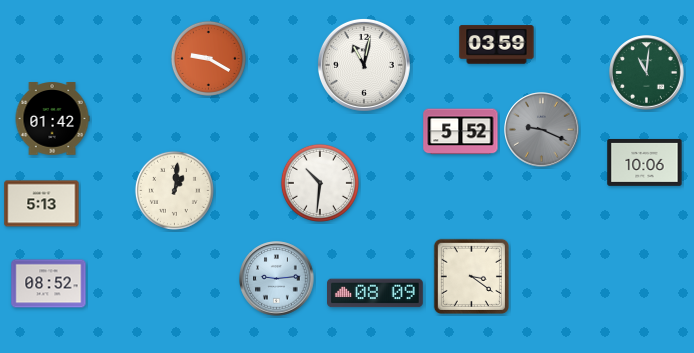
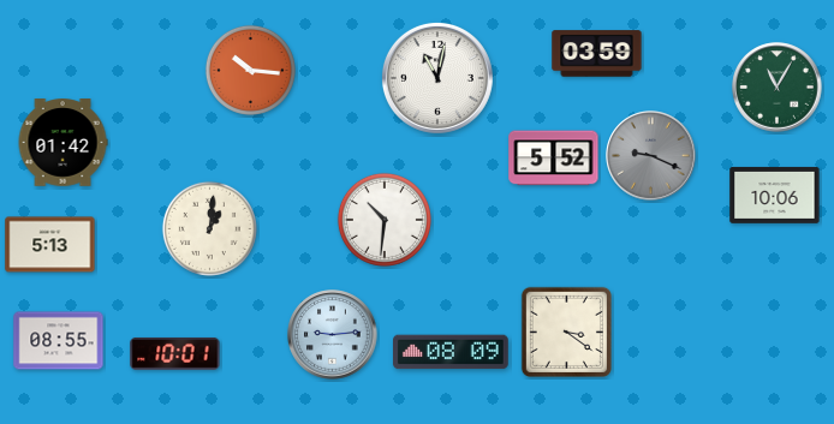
clock at (208, 58): 9:20 -> 10:16
clock at (647, 73): 11:01 -> 11:05
clock at (49, 284): 08:52 -> 08:55
clock at (175, 353): none -> 10:01
